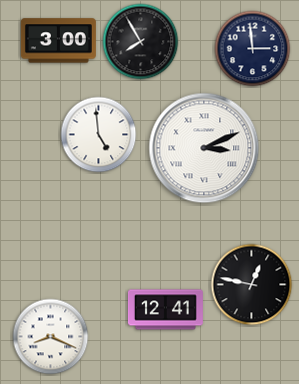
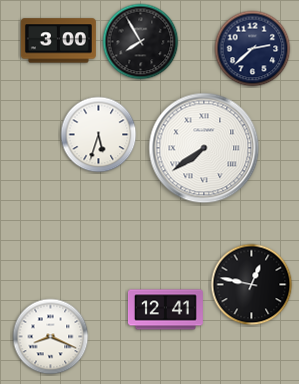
clock at (253, 49): 2:59 -> 2:38
clock at (99, 135): 4:59 -> 5:33
clock at (204, 148): 3:11 -> 7:39
